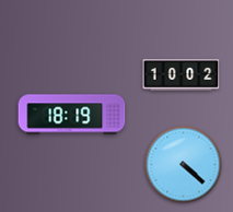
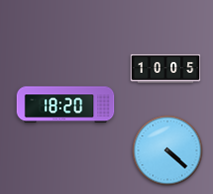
clock at (182, 75): 10:02 -> 10:05
clock at (72, 115): 18:19 -> 18:20
